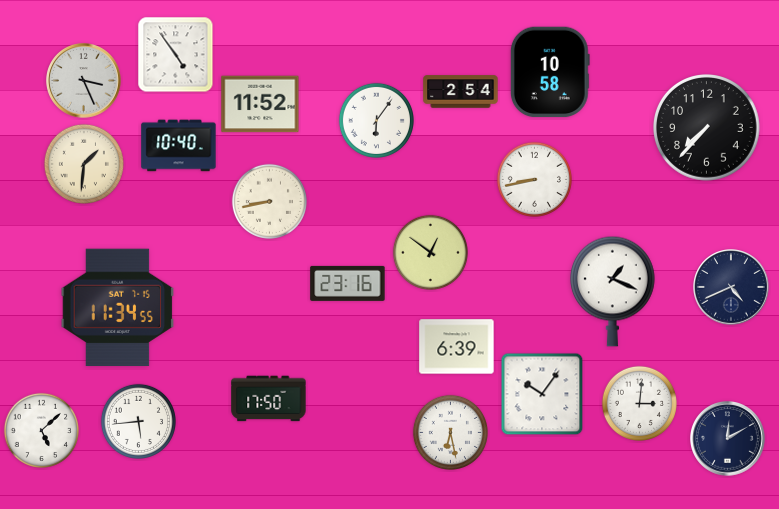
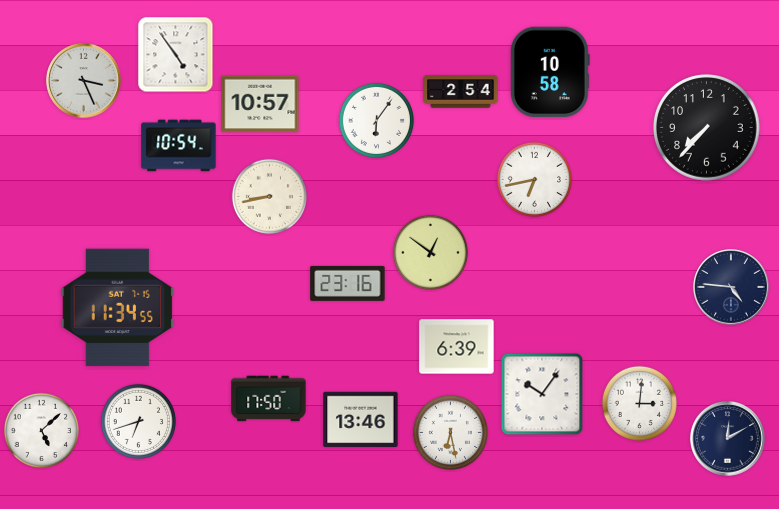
clock at (260, 104): 11:52 -> 10:57
clock at (179, 146): 10:40 -> 10:54
clock at (84, 164): 1:31 -> none
clock at (534, 179): 8:43 -> 6:43
clock at (269, 201) position: (269, 201) -> (269, 196)
clock at (732, 288): 4:41 -> 4:46
clock at (613, 291): 1:19 -> none
clock at (361, 420): none -> 13:46
clock at (138, 421): 5:44 -> 6:42
